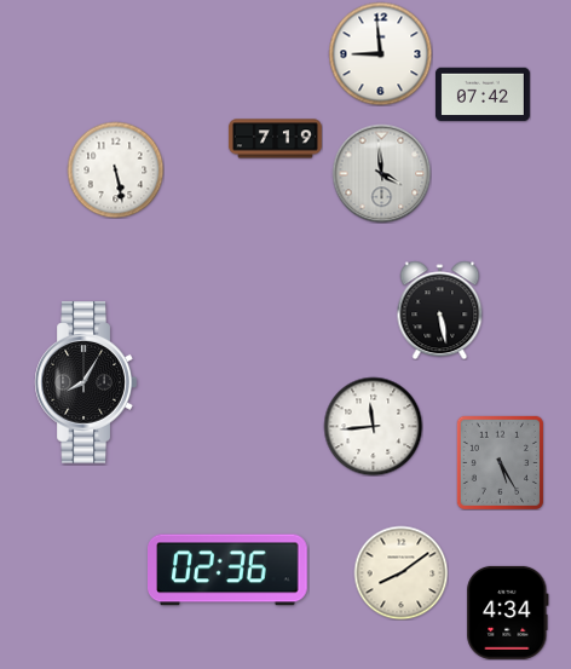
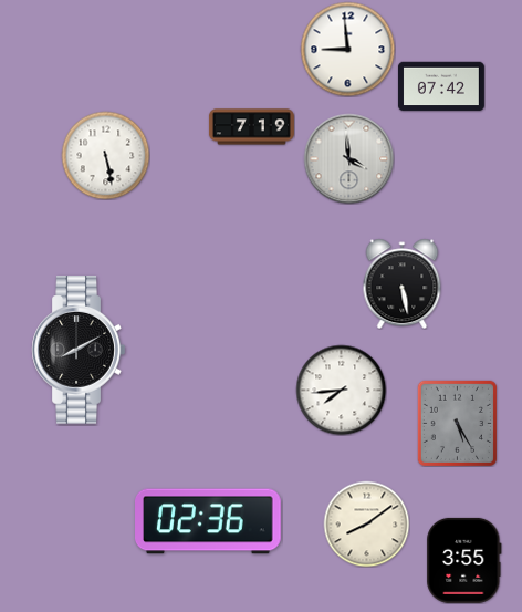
clock at (86, 382): 8:05 -> 8:10
clock at (373, 426): 11:44 -> 7:44
clock at (508, 612): 4:34 -> 3:55
